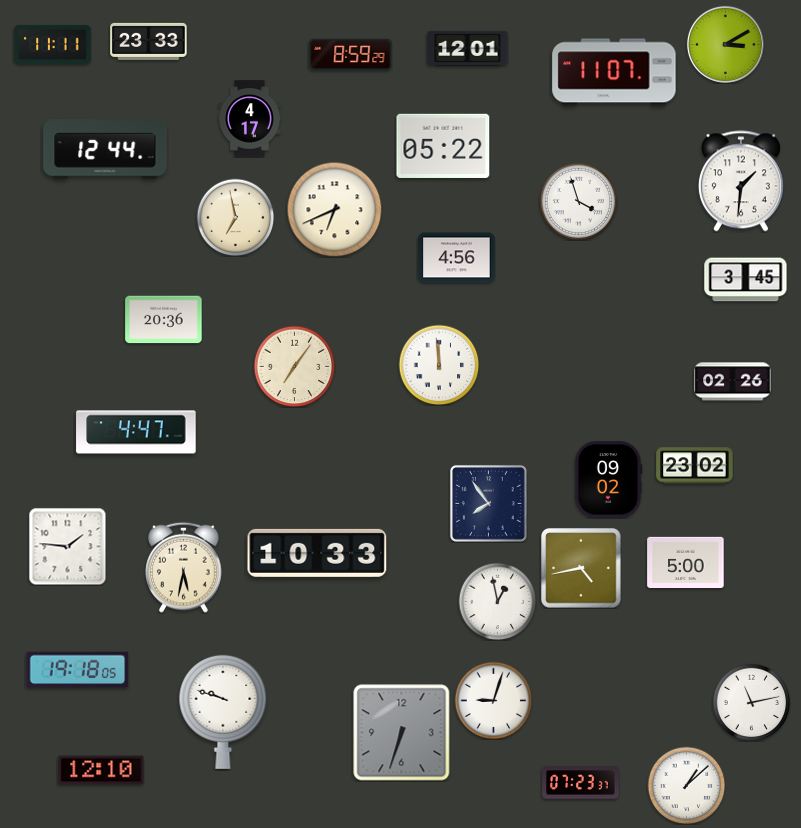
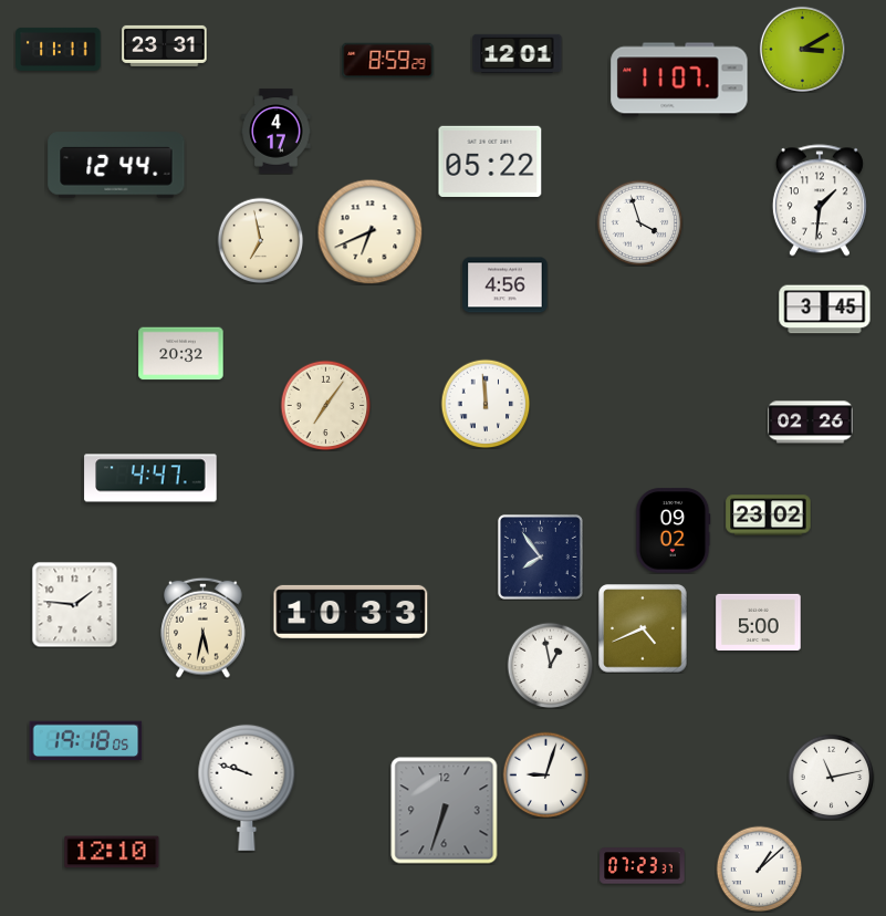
clock at (149, 41): 23:33 -> 23:31
clock at (164, 320): 20:36 -> 20:32
clock at (581, 568): 4:43 -> 4:41
